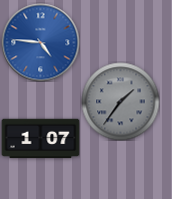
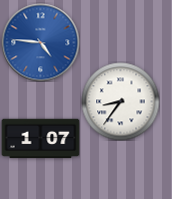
clock at (120, 101): 1:36 -> 8:36
clock at (120, 101) dial: grey -> white
